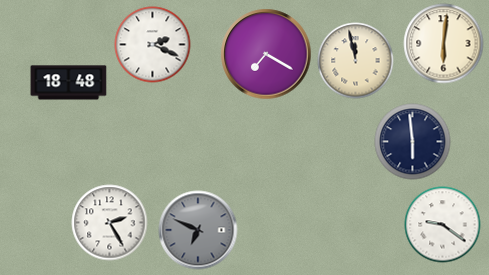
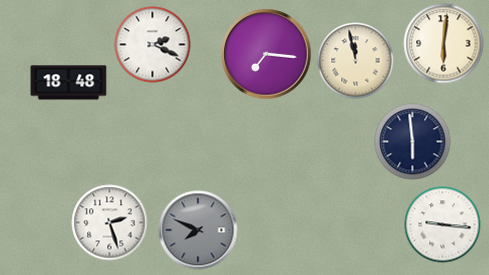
clock at (266, 54): 7:20 -> 7:16
clock at (110, 223): 2:25 -> 2:27
clock at (443, 225): 9:21 -> 9:16
clock at (198, 230): 6:49 -> 7:49
